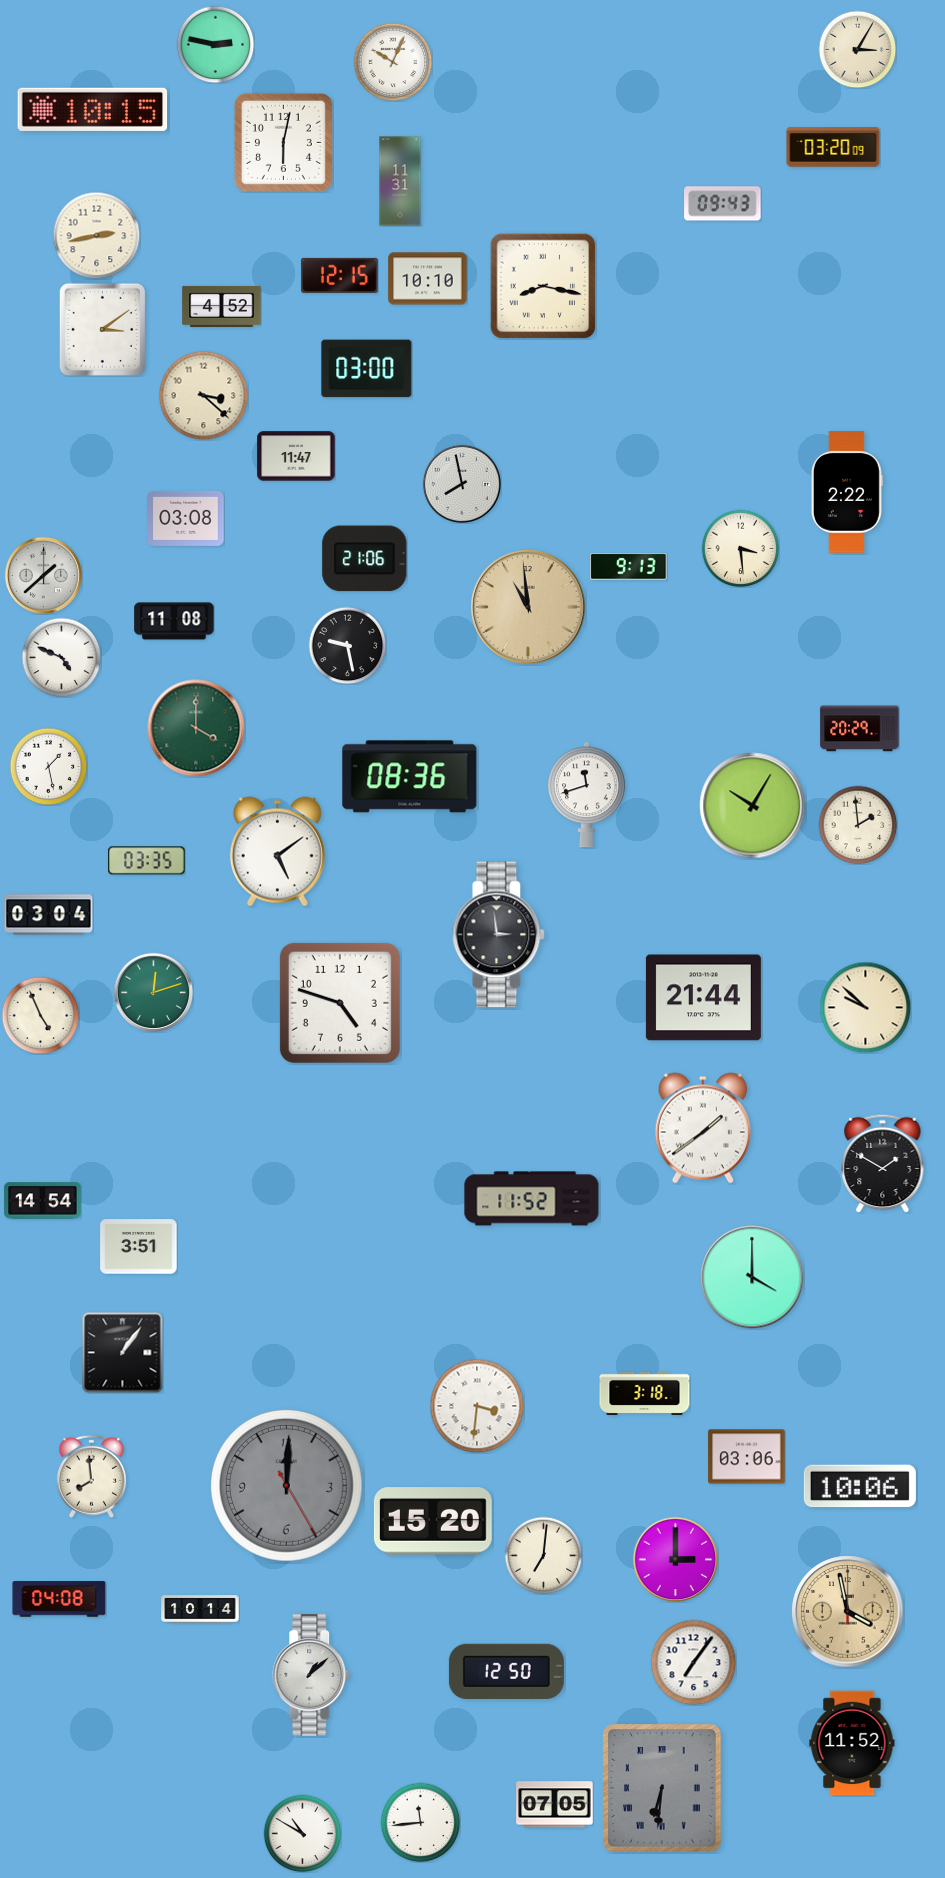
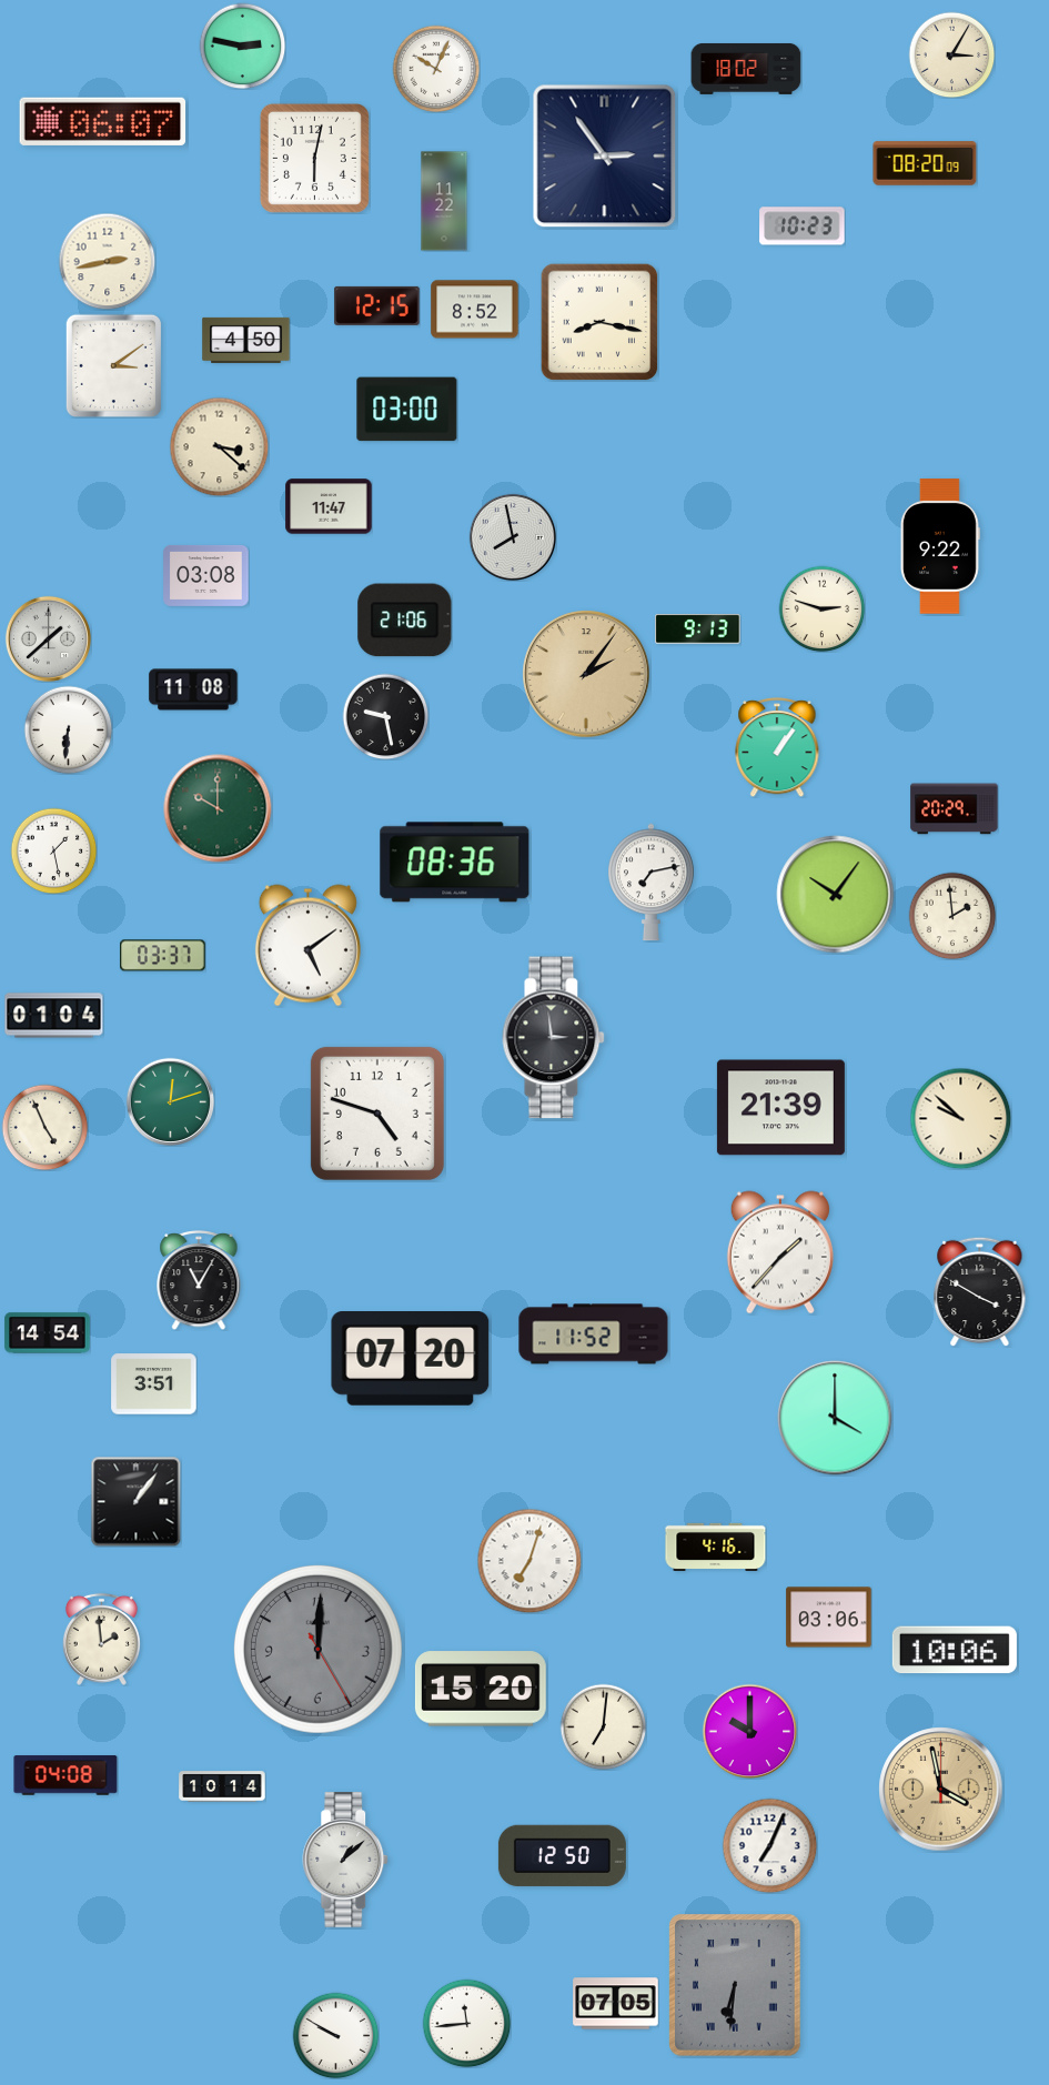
clock at (215, 44) position: (215, 44) -> (242, 46)
clock at (746, 69): none -> 18:02
clock at (93, 109): 10:15 -> 06:07
clock at (605, 157): none -> 2:54
clock at (833, 147): 03:20 -> 08:20
clock at (400, 181): 11:31 -> 11:22
clock at (723, 204): 09:43 -> 10:23
clock at (428, 279): 10:10 -> 8:52
clock at (543, 286) position: (543, 286) -> (599, 322)
clock at (222, 306): 4:52 -> 4:50
clock at (203, 395) position: (203, 395) -> (219, 446)
clock at (847, 492): 2:22 -> 9:22
clock at (740, 548): 3:29 -> 2:48
clock at (528, 607): 10:59 -> 2:06
clock at (61, 657): 4:49 -> 6:31
clock at (777, 748): none -> 1:06
clock at (196, 728): 4:00 -> 10:00
clock at (587, 795): 11:42 -> 7:13
clock at (753, 806): 10:05 -> 10:06
clock at (147, 861): 03:35 -> 03:37
clock at (49, 915): 03:04 -> 01:04
clock at (703, 998): 21:44 -> 21:39
clock at (703, 1128): 1:39 -> 1:37
clock at (199, 1281): none -> 11:05
clock at (883, 1163): 1:50 -> 3:50
clock at (532, 1199) position: (532, 1199) -> (594, 1334)
clock at (411, 1359): none -> 07:20
clock at (645, 1393): 3:18 -> 4:16
clock at (477, 1406): 3:31 -> 7:03
clock at (91, 1476): 7:59 -> 1:59
clock at (675, 1559): 3:00 -> 10:00
clock at (693, 1662): 7:06 -> 7:04
clock at (852, 1743): 11:52 -> none
clock at (302, 1833): 10:50 -> 9:50
